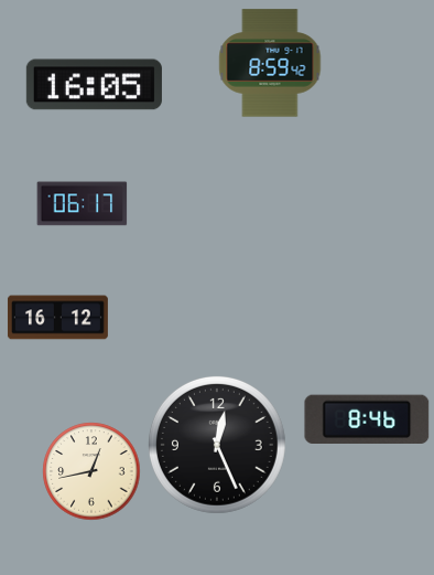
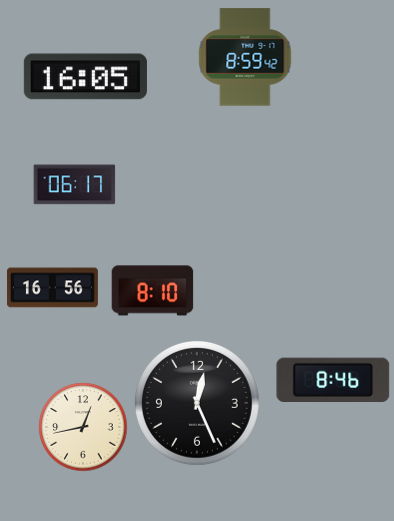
clock at (57, 318): 16:12 -> 16:56
clock at (153, 291): none -> 8:10
